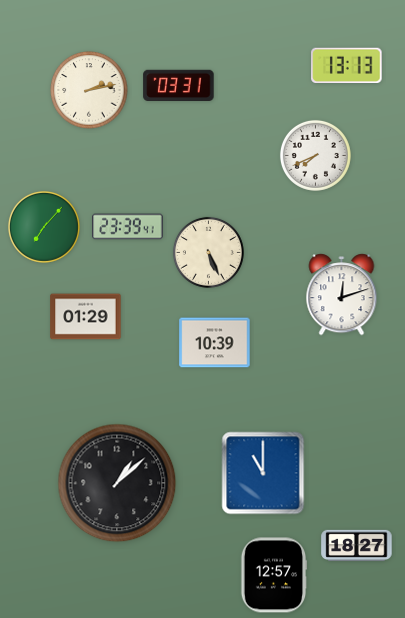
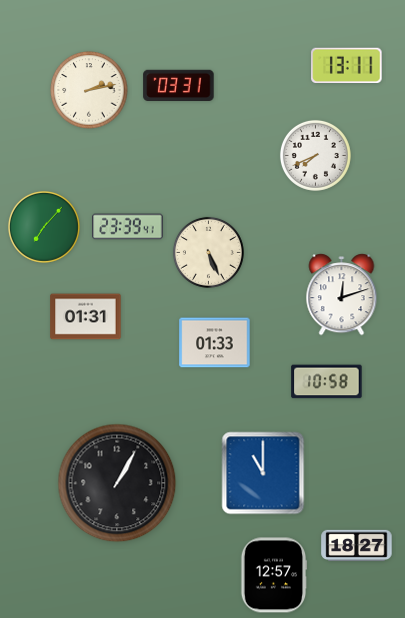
clock at (347, 66): 13:13 -> 13:11
clock at (86, 317): 01:29 -> 01:31
clock at (215, 343): 10:39 -> 01:33
clock at (327, 382): none -> 10:58
clock at (117, 483): 1:08 -> 1:05
